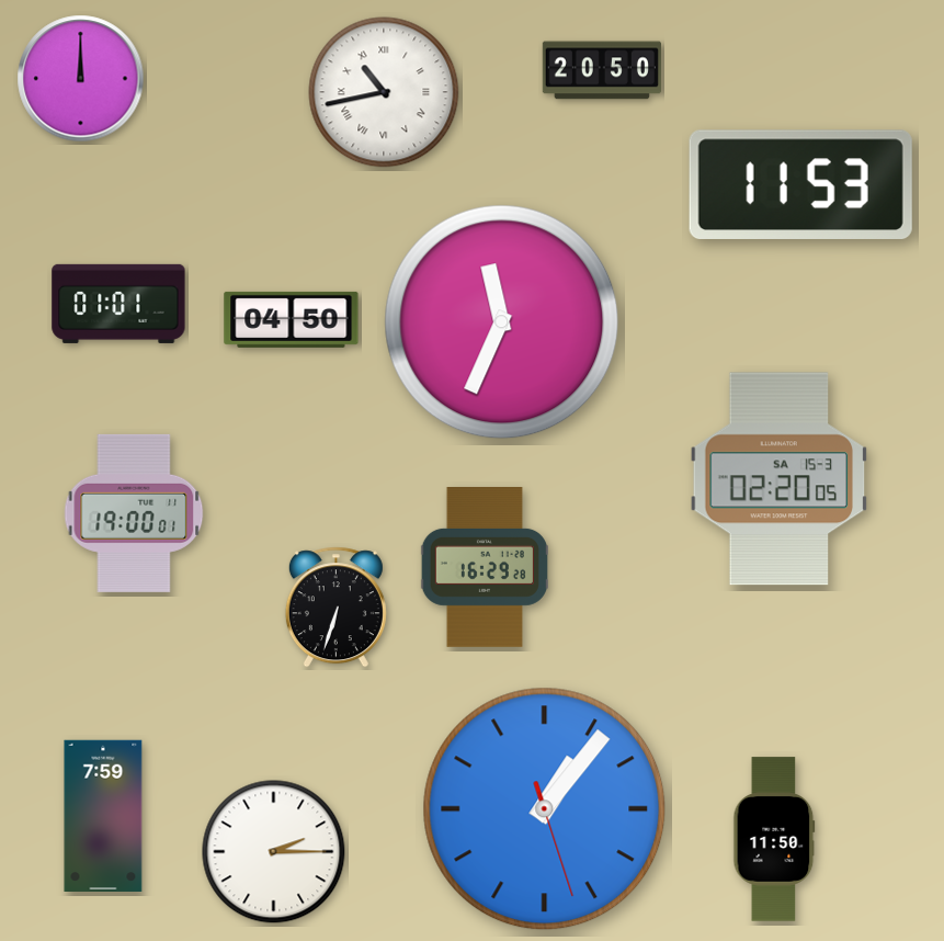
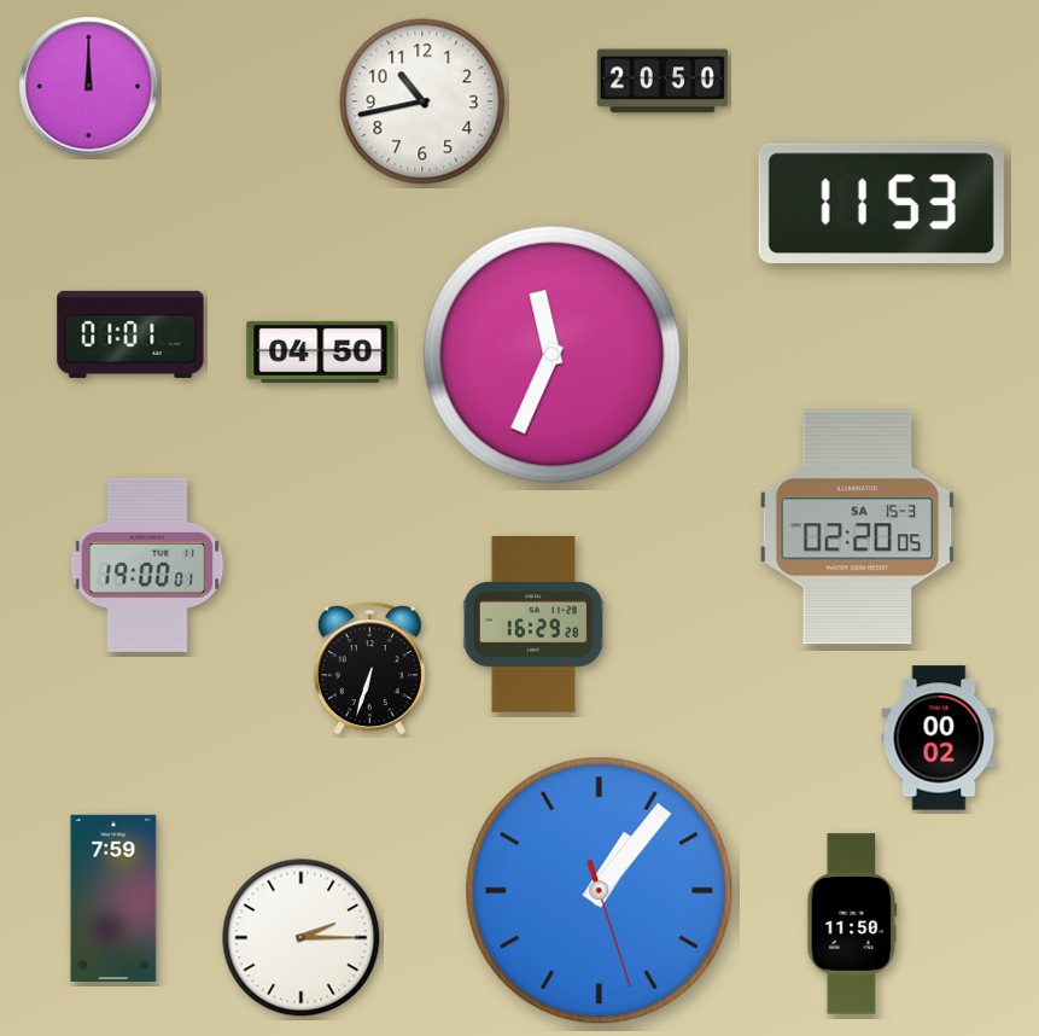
clock at (602, 70) position: (602, 70) -> (662, 81)
clock at (384, 92) numerals: Roman -> Arabic
clock at (939, 738): none -> 00:02
